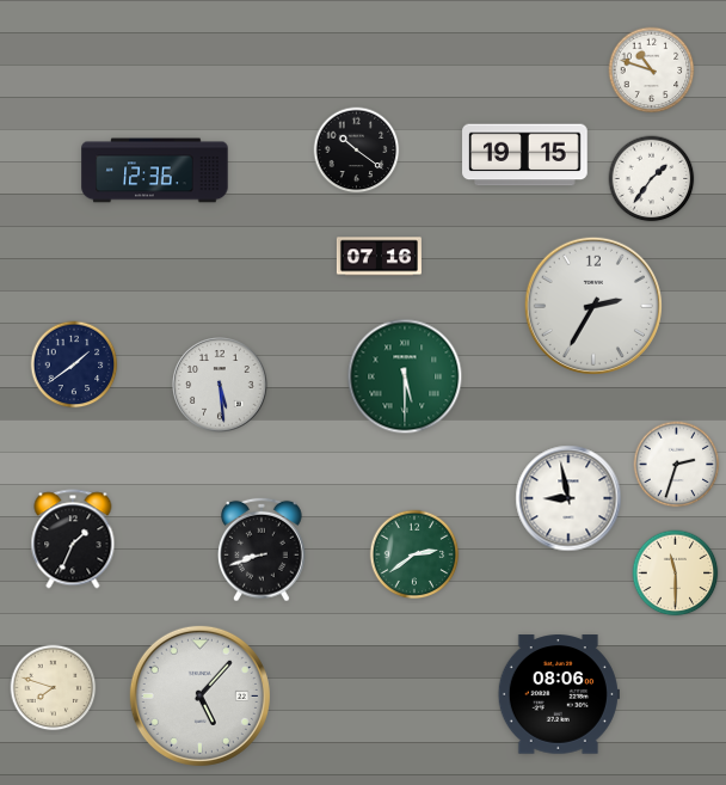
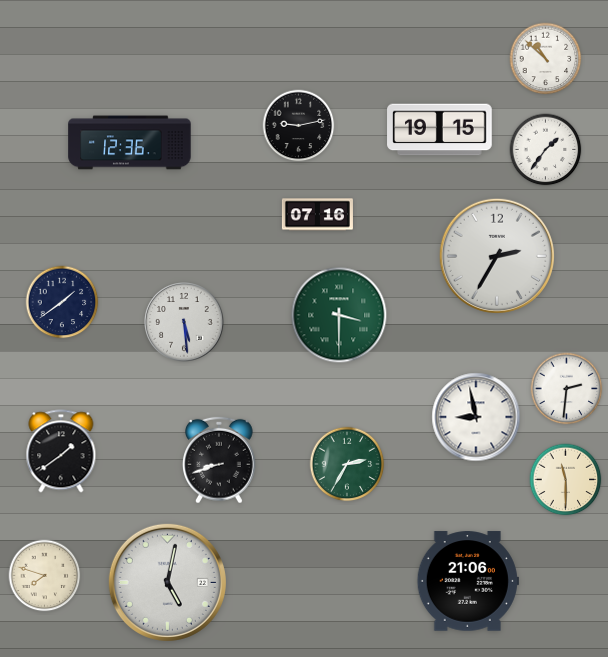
clock at (652, 70): 10:48 -> 10:52
clock at (357, 151): 10:21 -> 9:13
clock at (74, 364) position: (74, 364) -> (62, 302)
clock at (405, 376): 5:30 -> 3:30
clock at (677, 465): 2:33 -> 2:31
clock at (73, 539): 1:34 -> 1:39
clock at (414, 554): 2:39 -> 2:35
clock at (559, 694): 08:06 -> 21:06
clock at (199, 695): 5:07 -> 5:02
